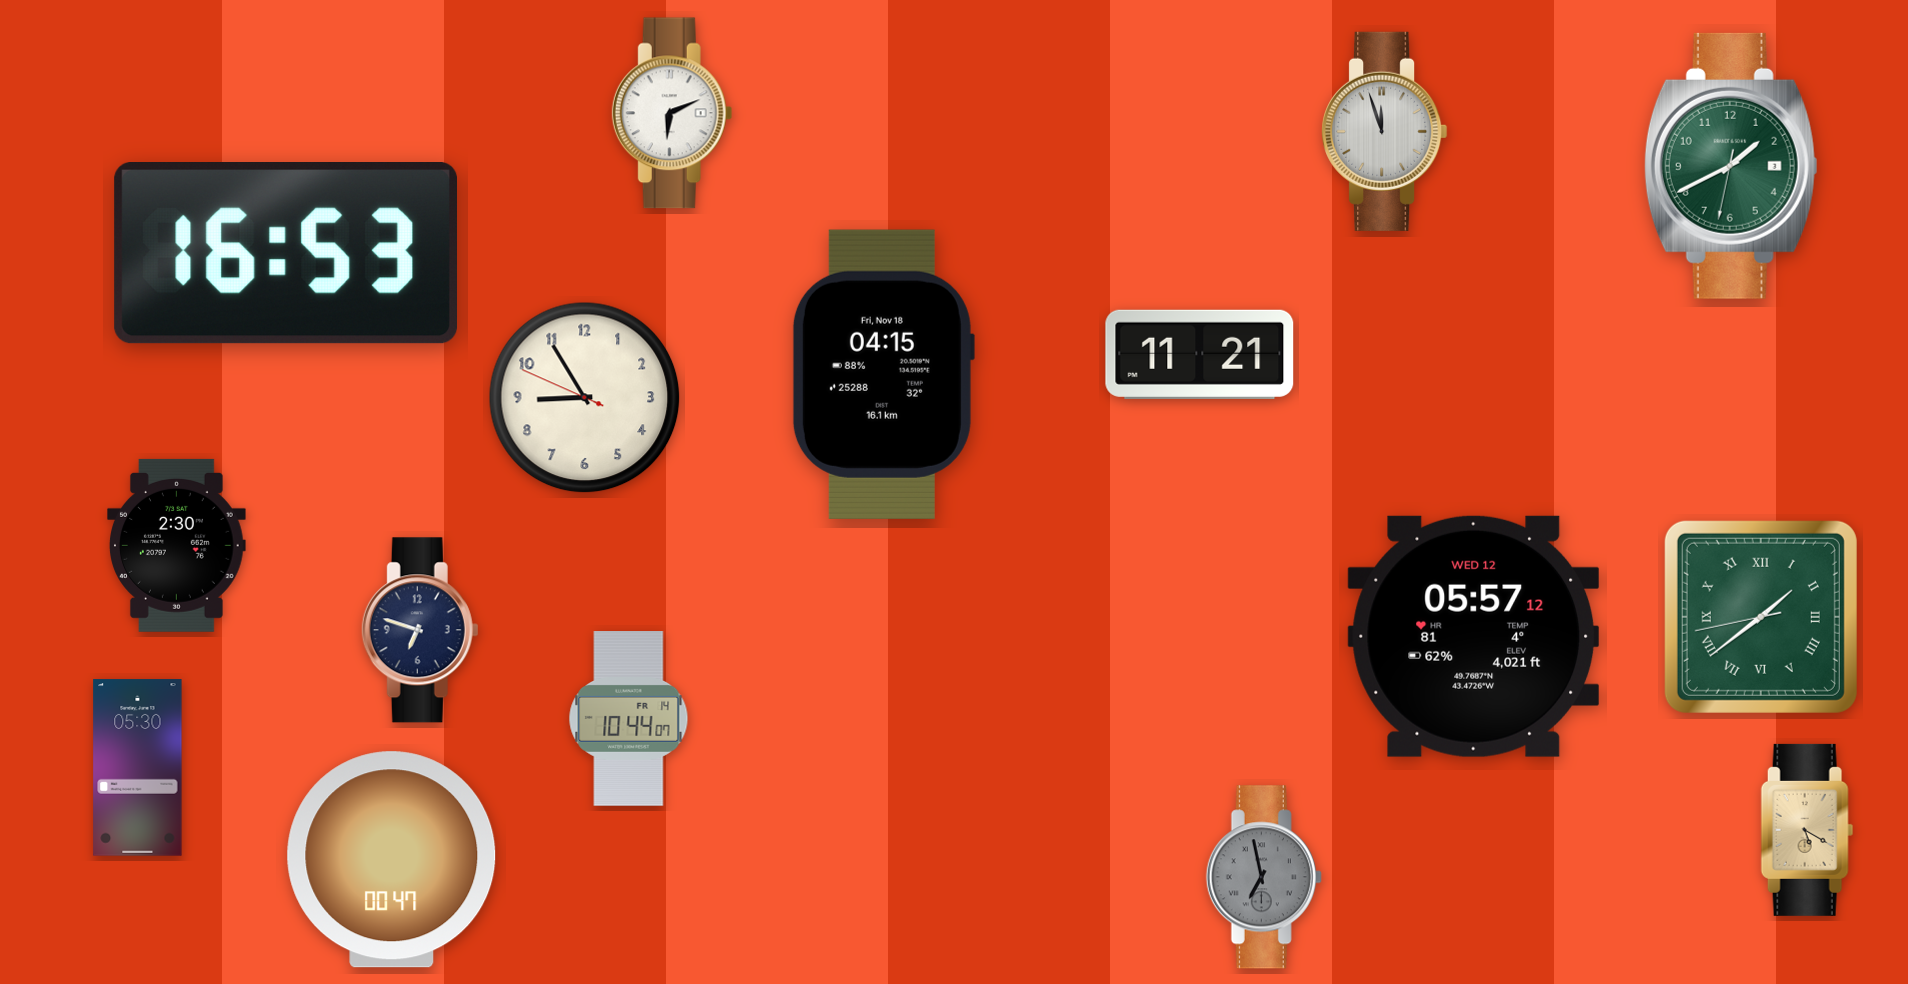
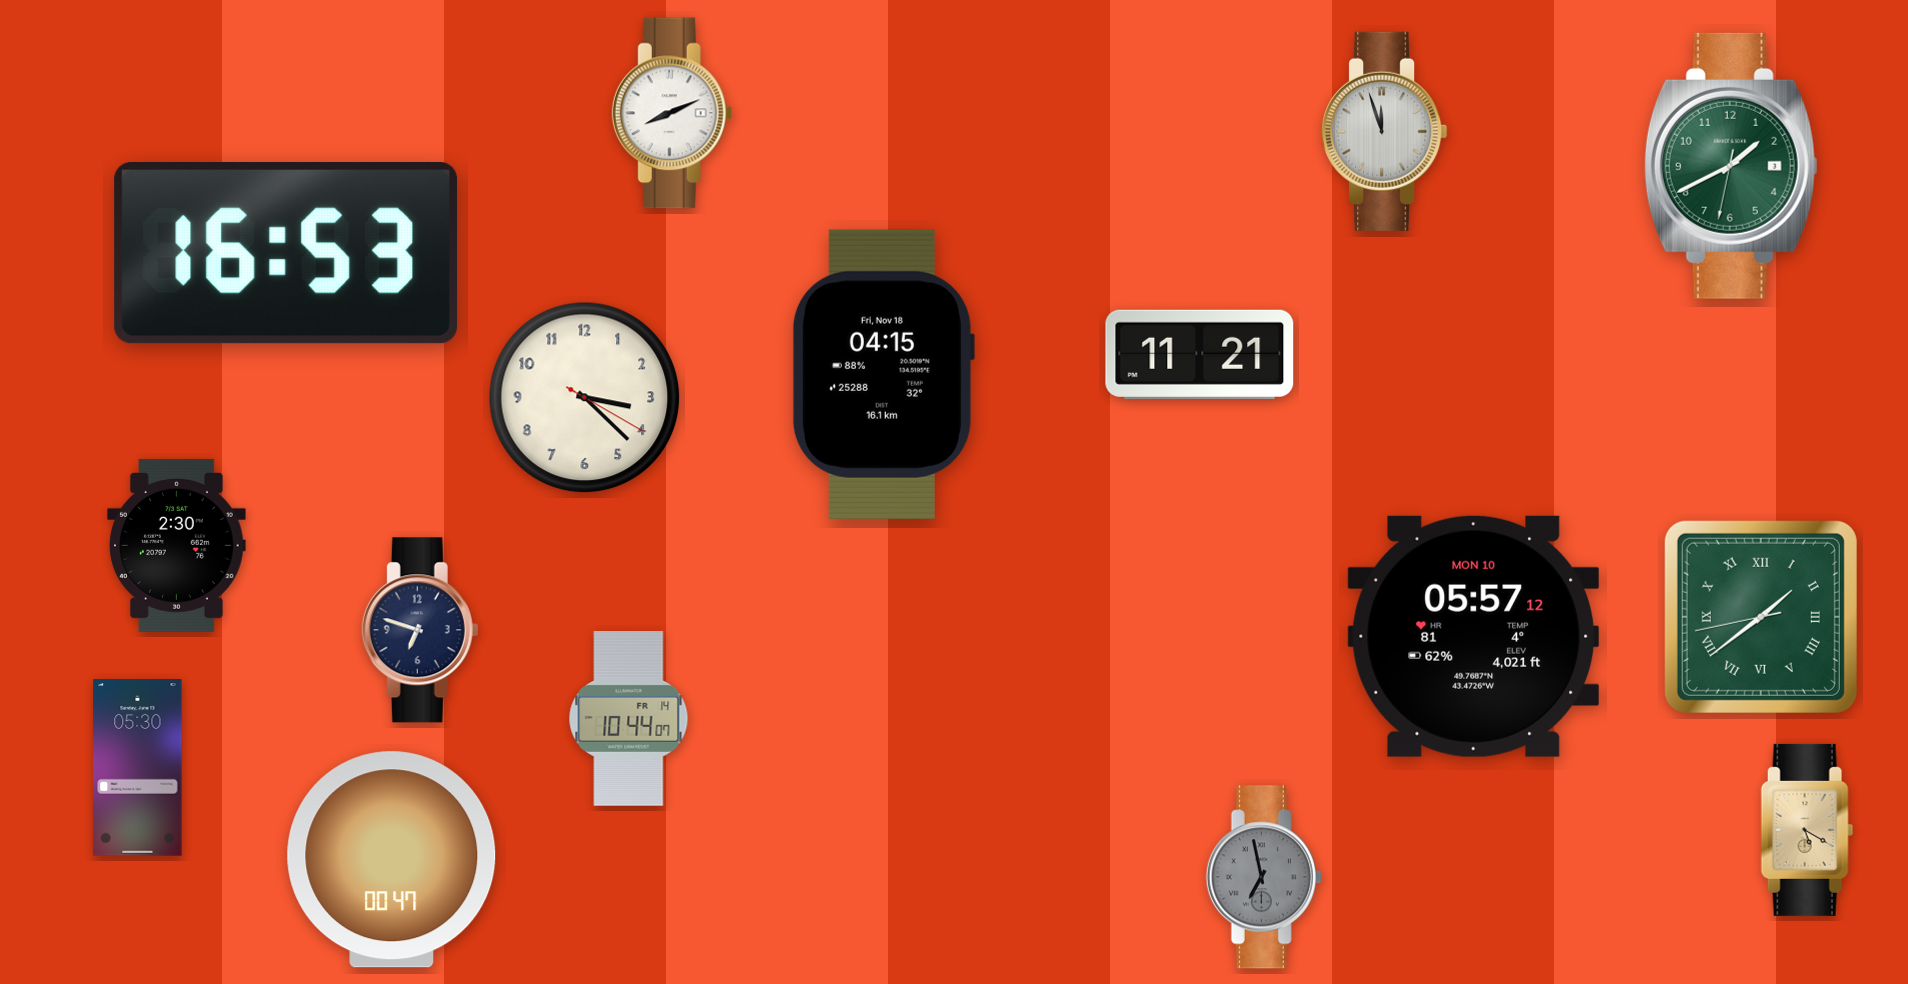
clock at (672, 113): 6:11 -> 8:11
clock at (585, 398): 8:54 -> 3:22
clock at (1474, 636) date: WED 12 -> MON 10
